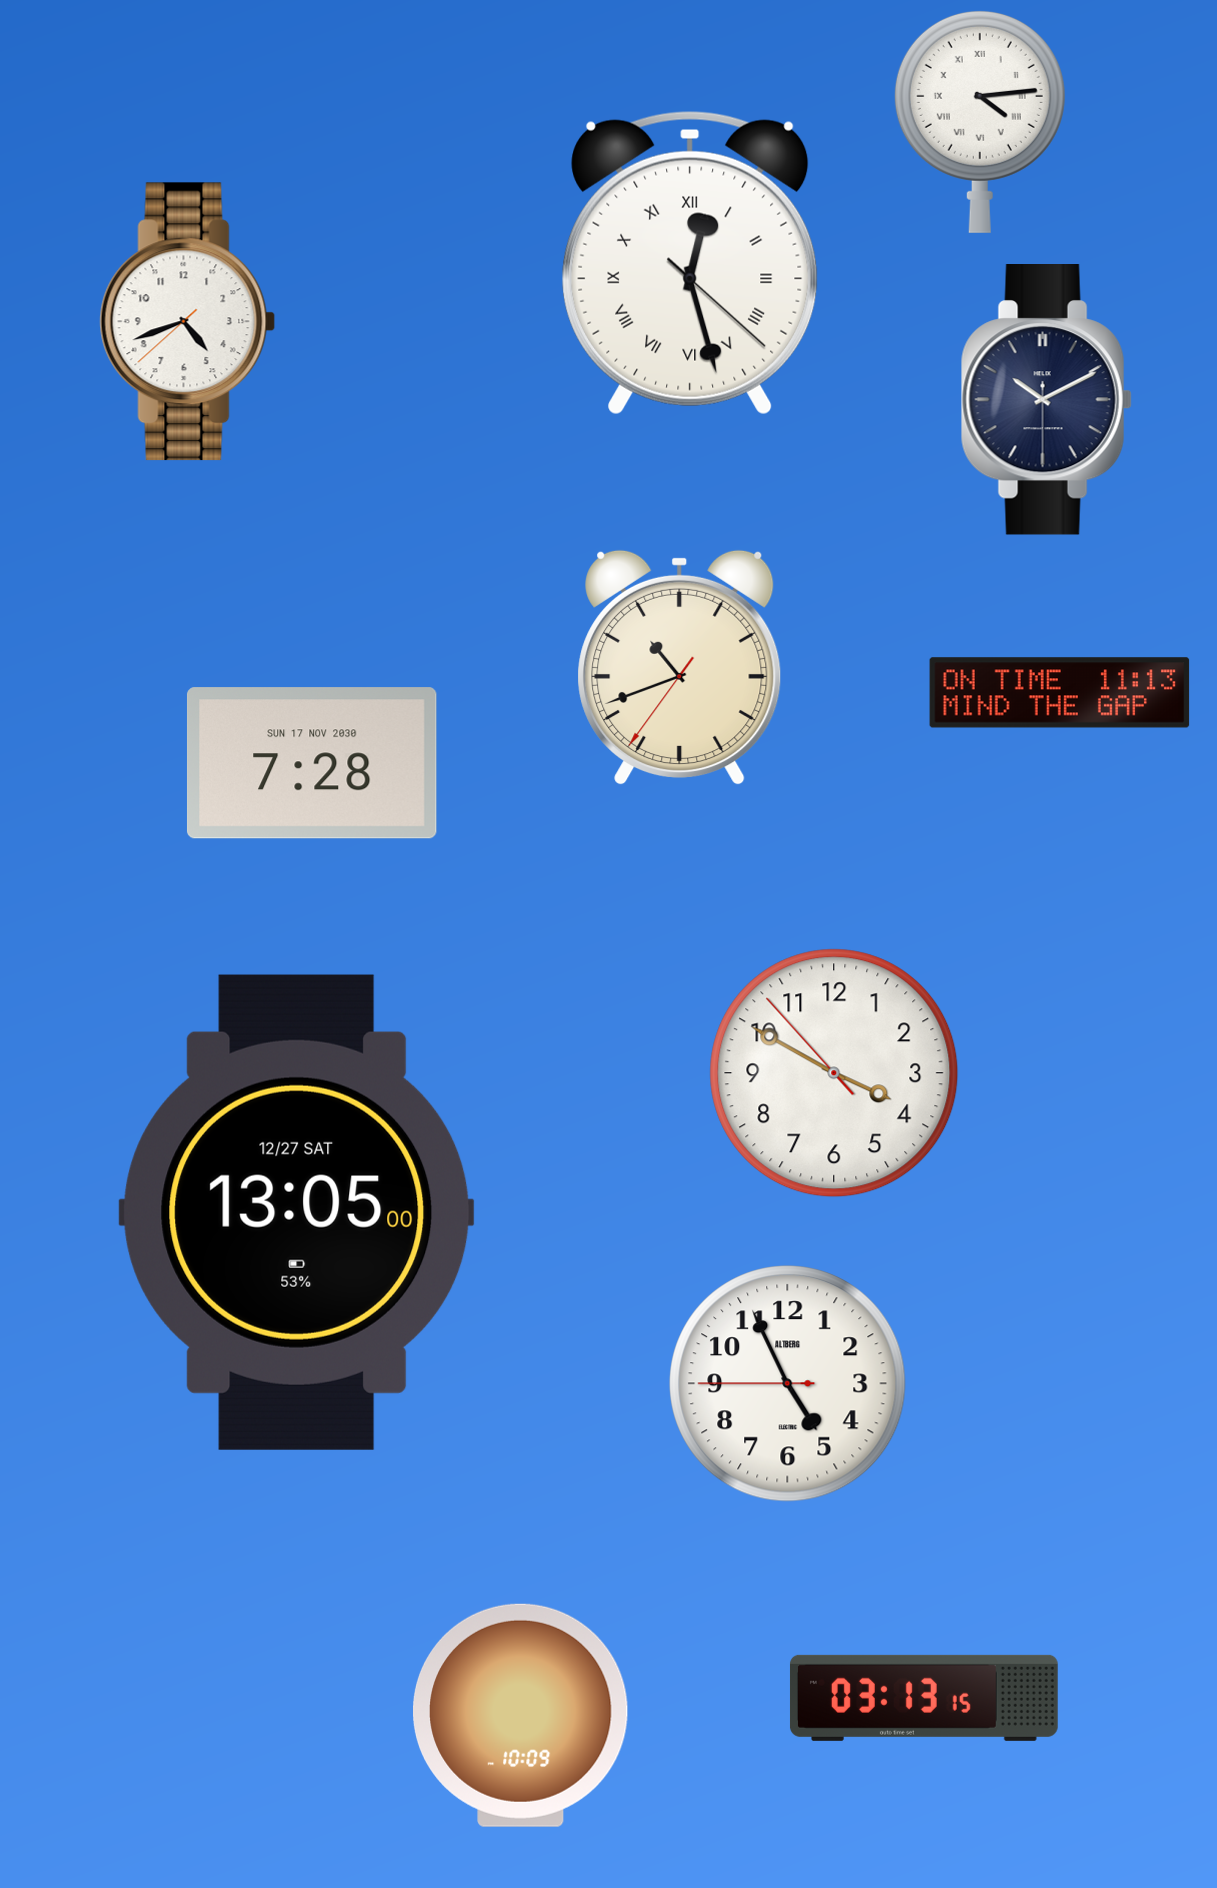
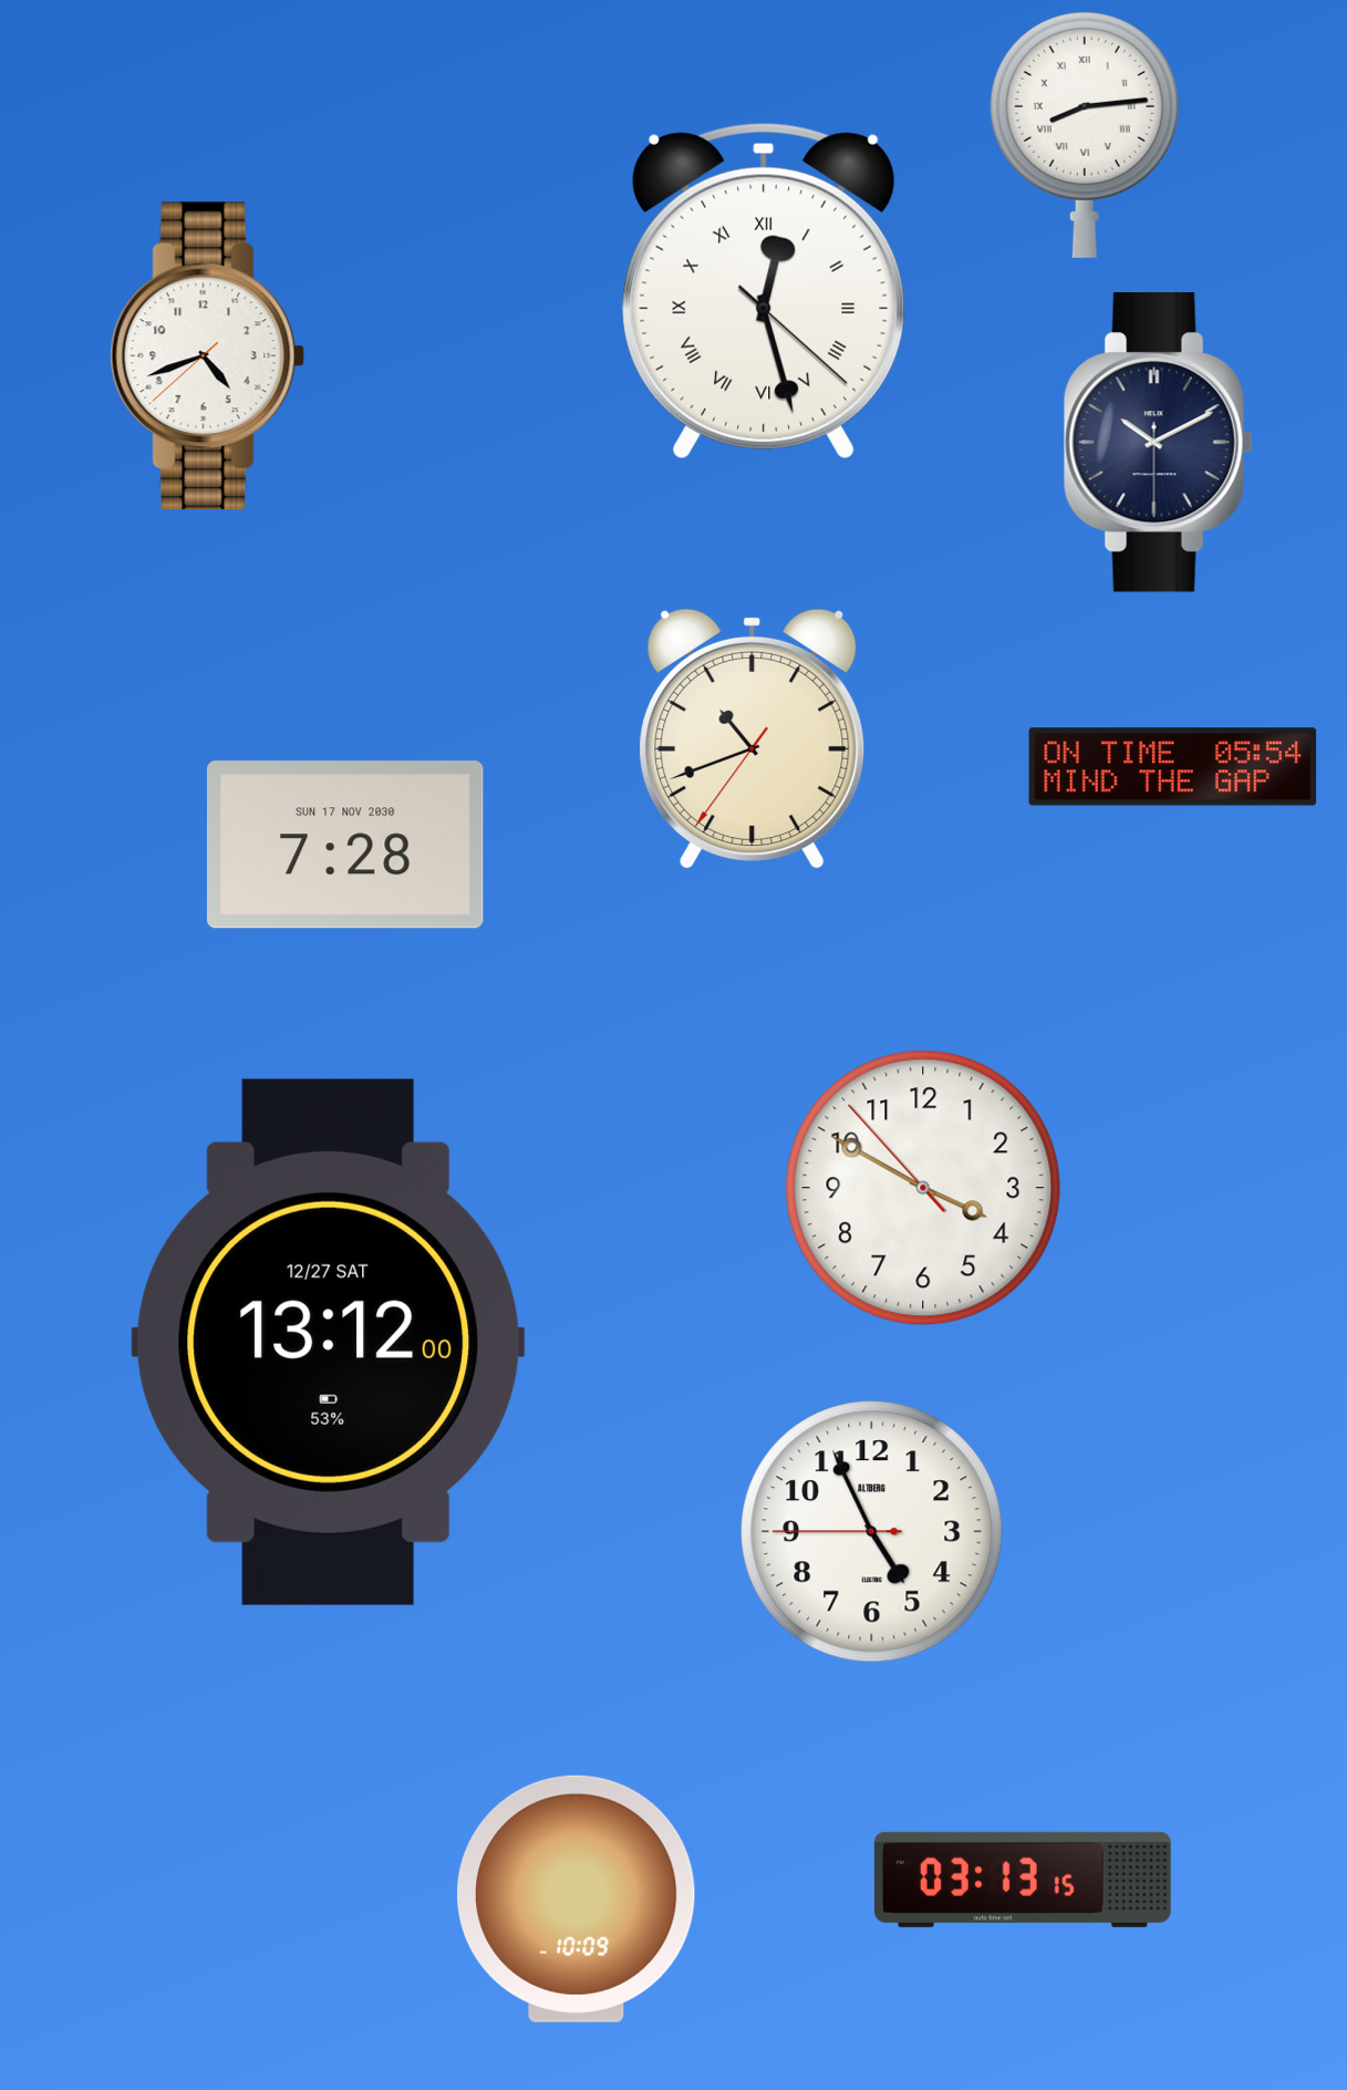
clock at (980, 121): 4:14 -> 8:14
clock at (1060, 693): 11:13 -> 05:54
clock at (297, 1212): 13:05 -> 13:12
